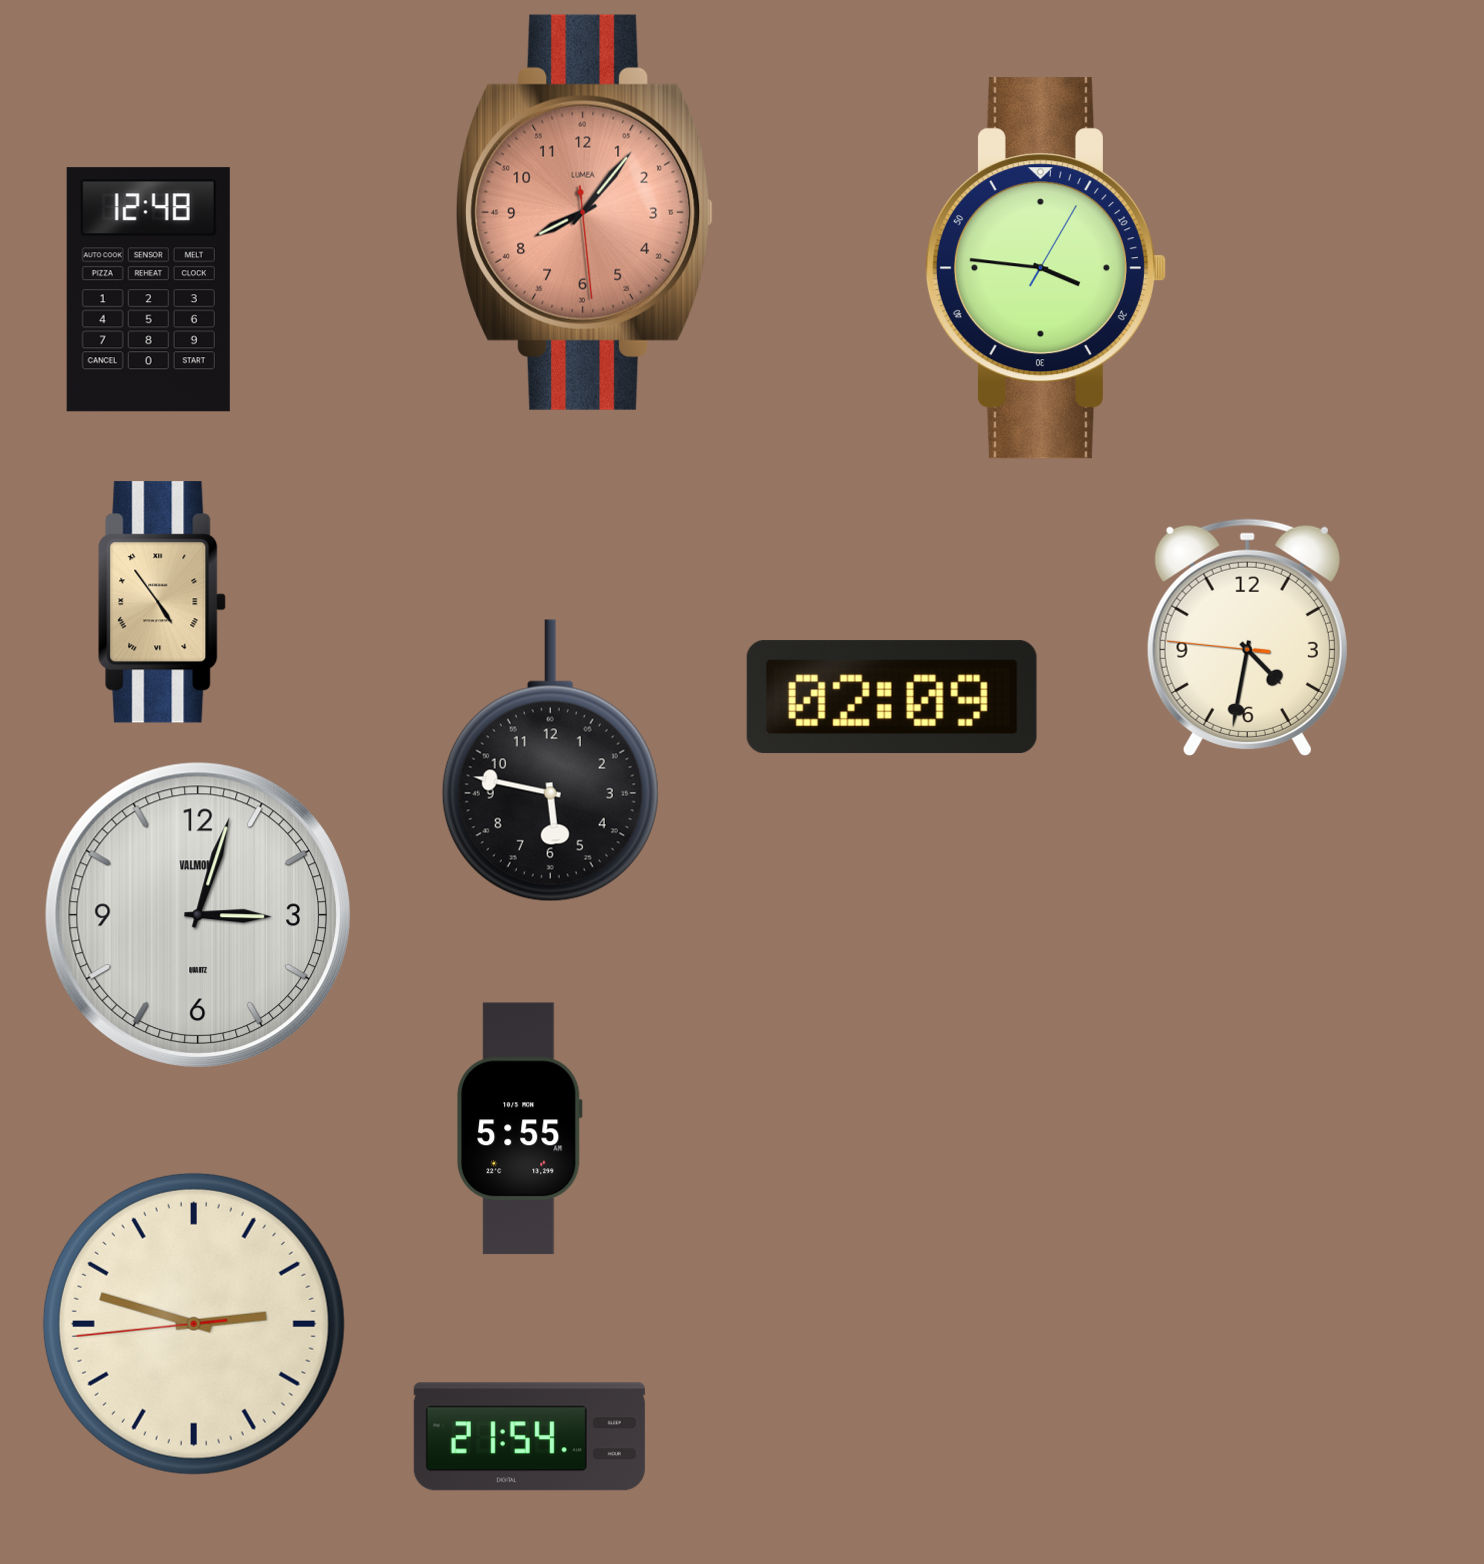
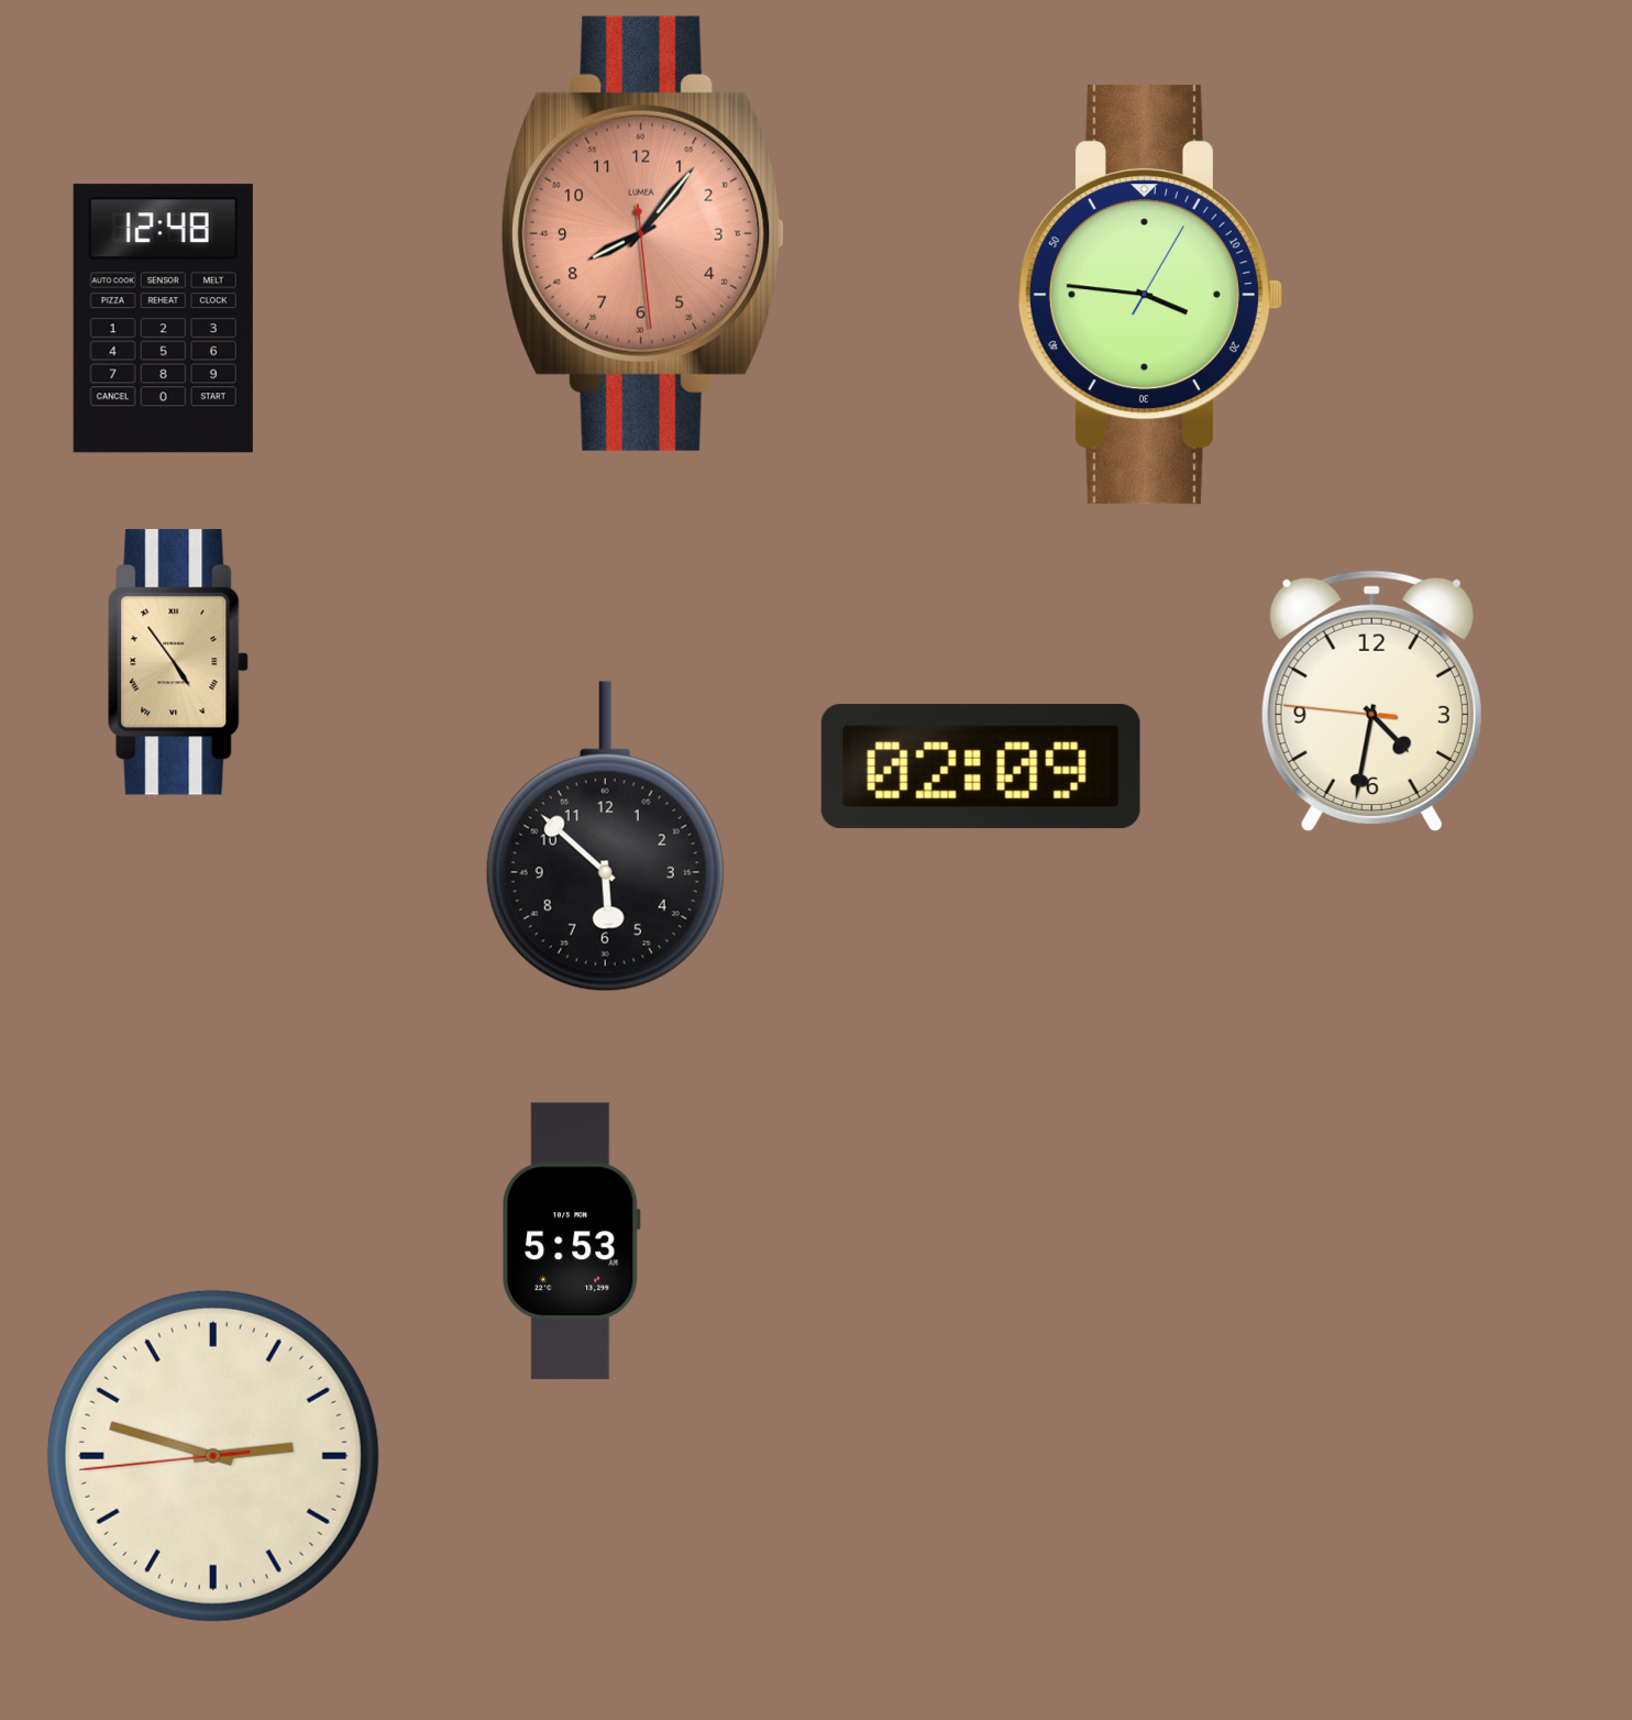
clock at (550, 761): 5:47 -> 5:52
clock at (198, 915): 3:03 -> none
clock at (520, 1129): 5:55 -> 5:53
clock at (529, 1437): 21:54 -> none
